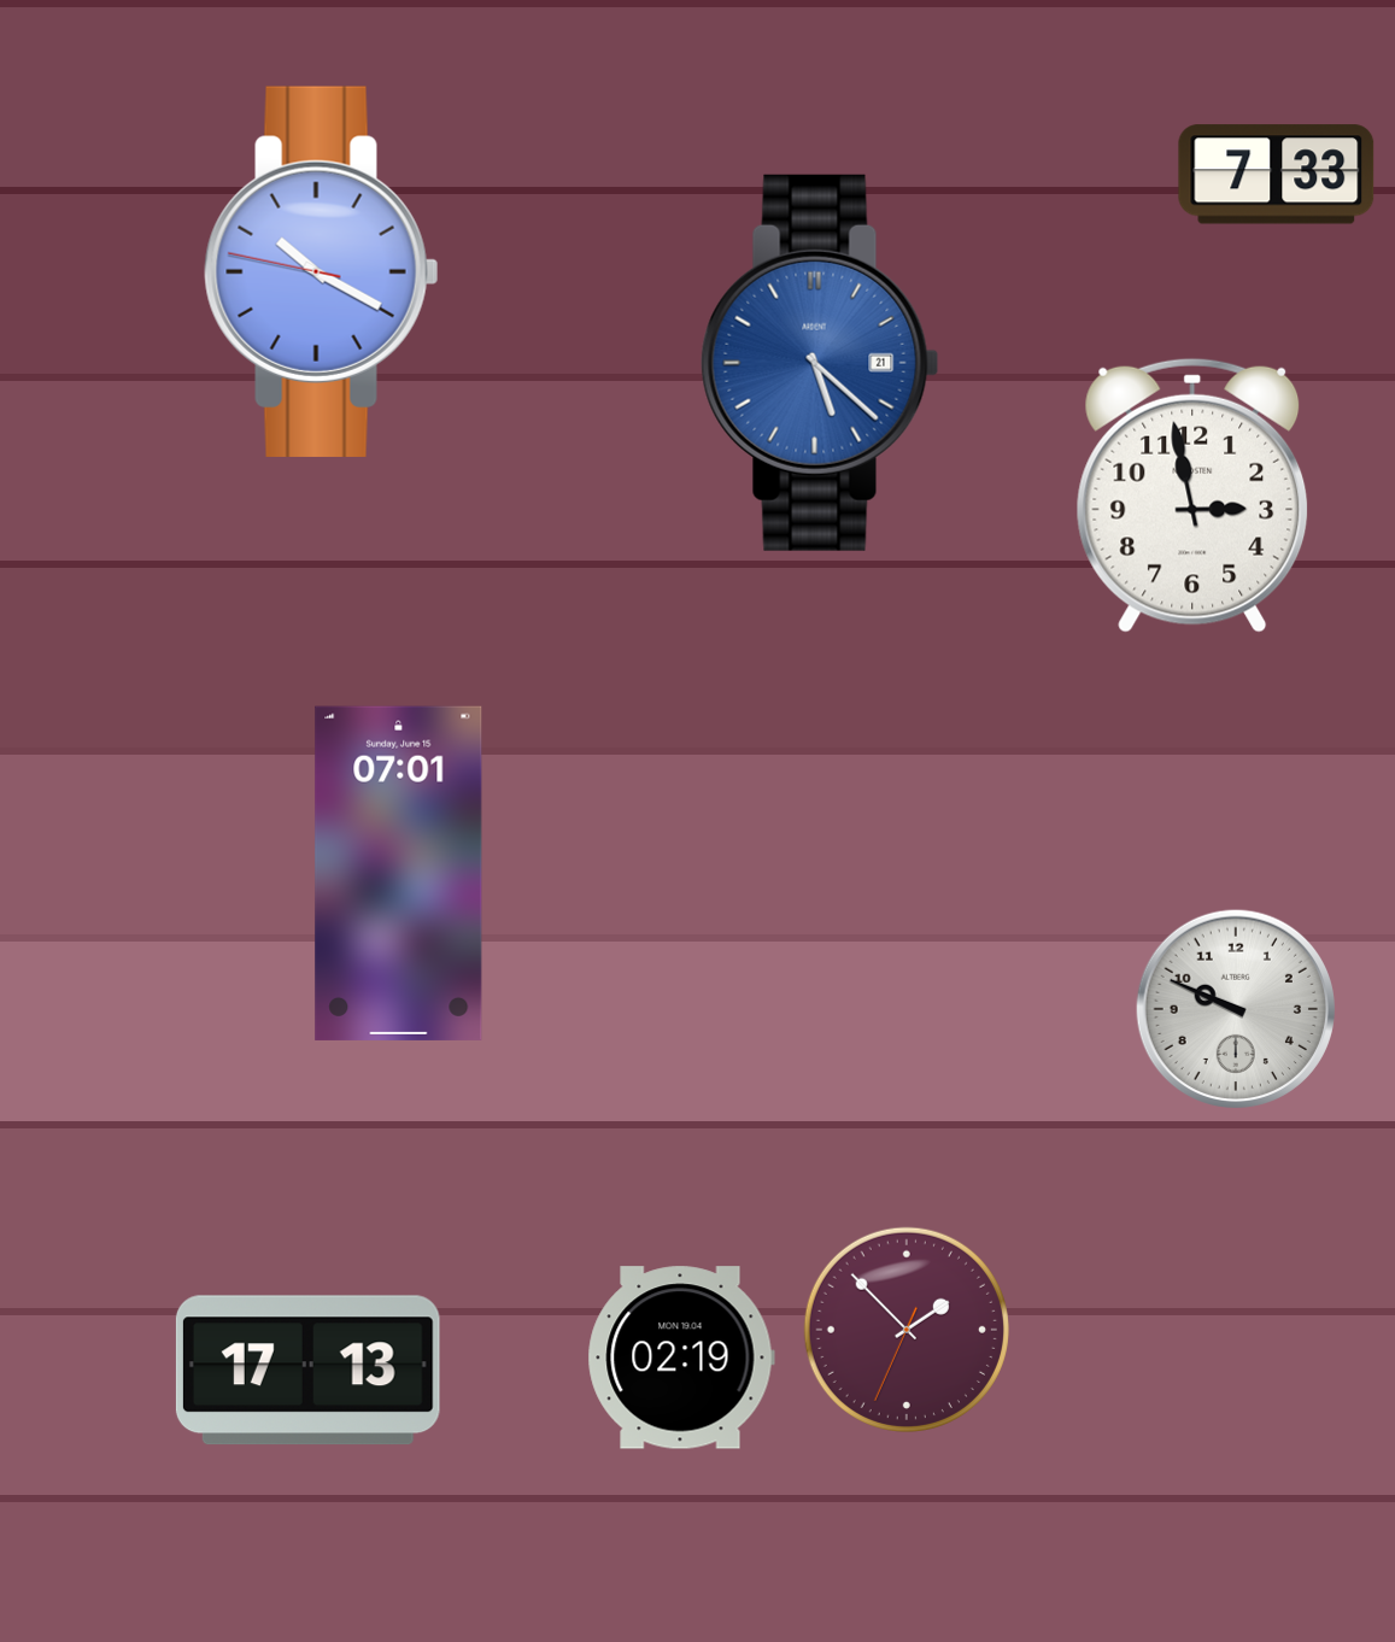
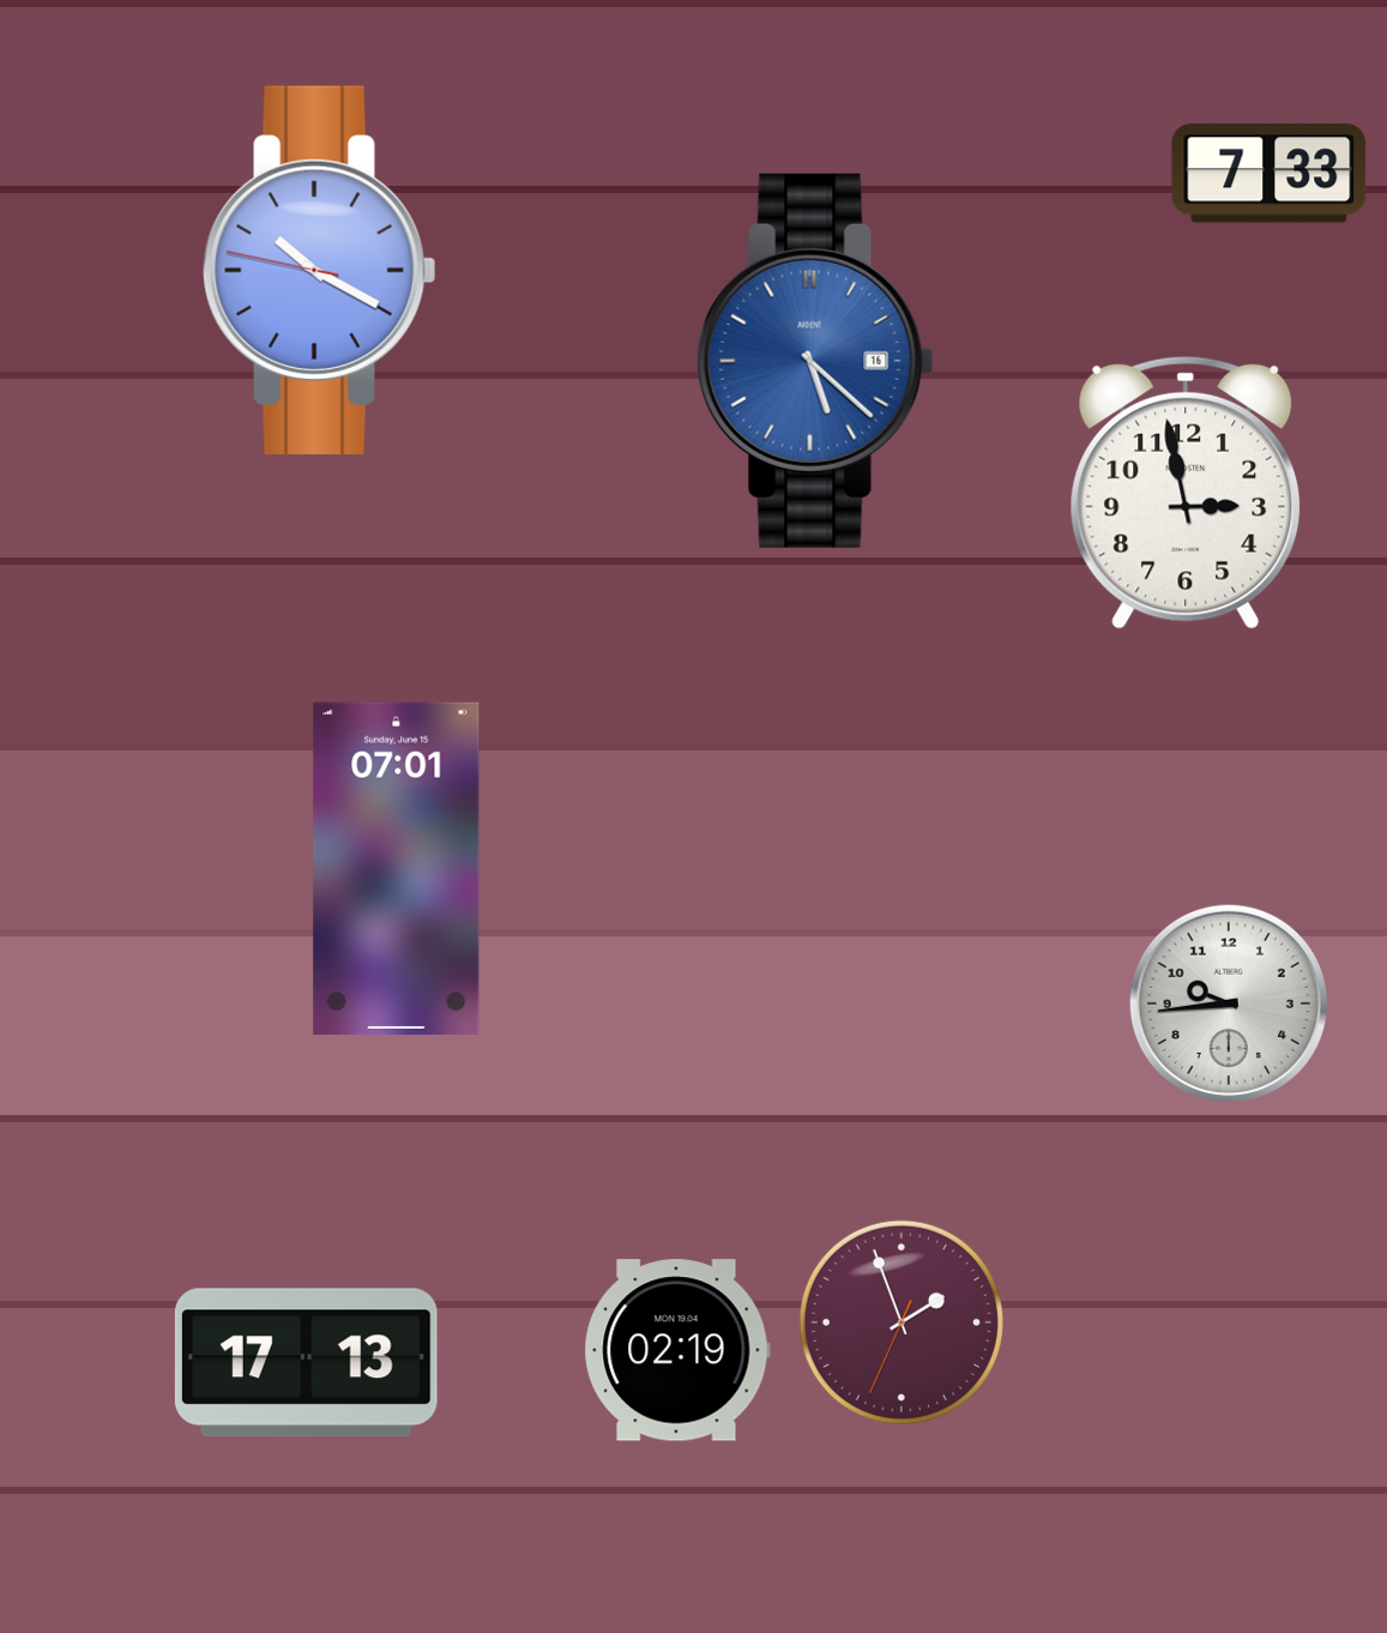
clock at (820, 363) date: 21 -> 16
clock at (1235, 1008): 9:49 -> 9:44
clock at (907, 1330): 1:52 -> 1:56
